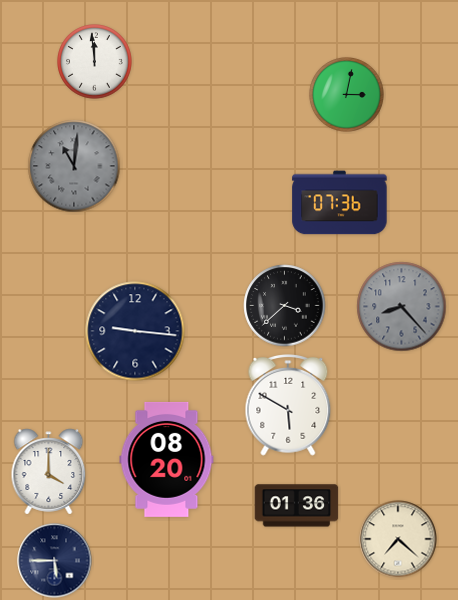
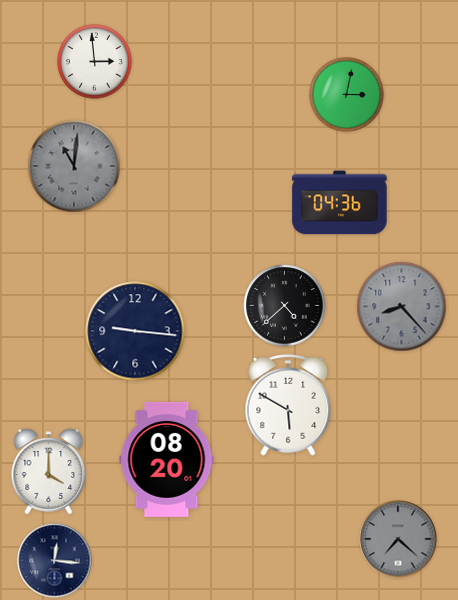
clock at (95, 62): 11:59 -> 2:59
clock at (340, 203): 07:36 -> 04:36
clock at (285, 306): 3:38 -> 4:38
clock at (297, 506): 01:36 -> none
clock at (398, 539) dial: cream -> grey
clock at (55, 561): 5:45 -> 12:16
